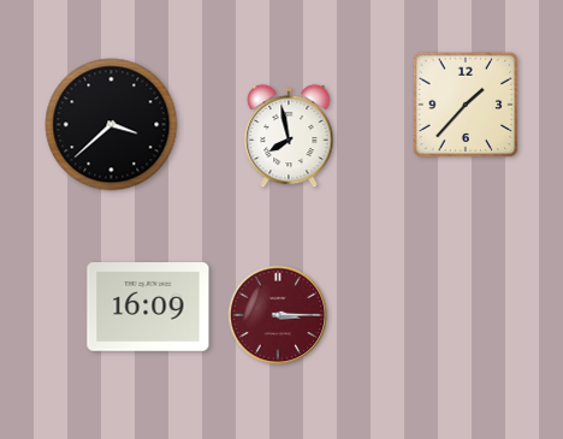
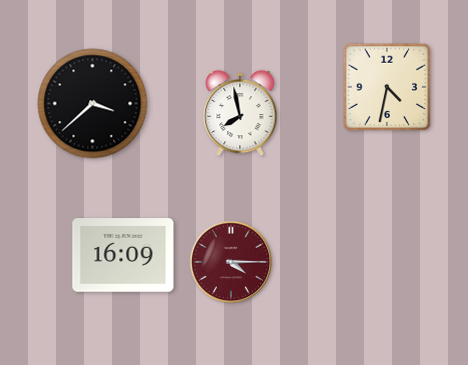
clock at (466, 105): 1:37 -> 4:32
clock at (278, 315): 3:15 -> 4:15
